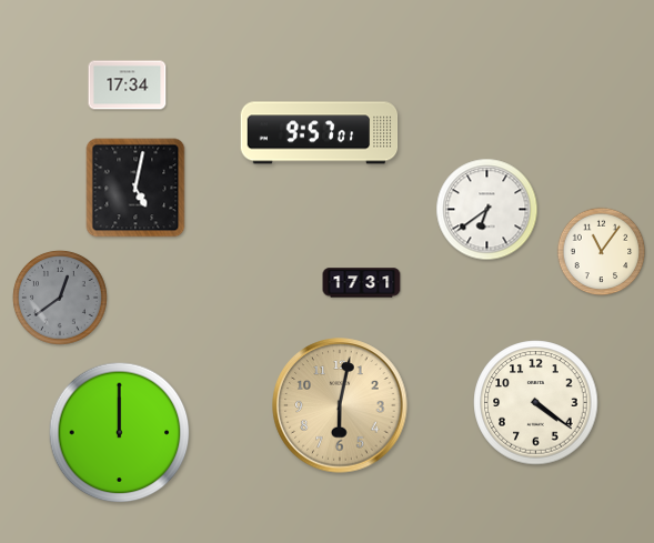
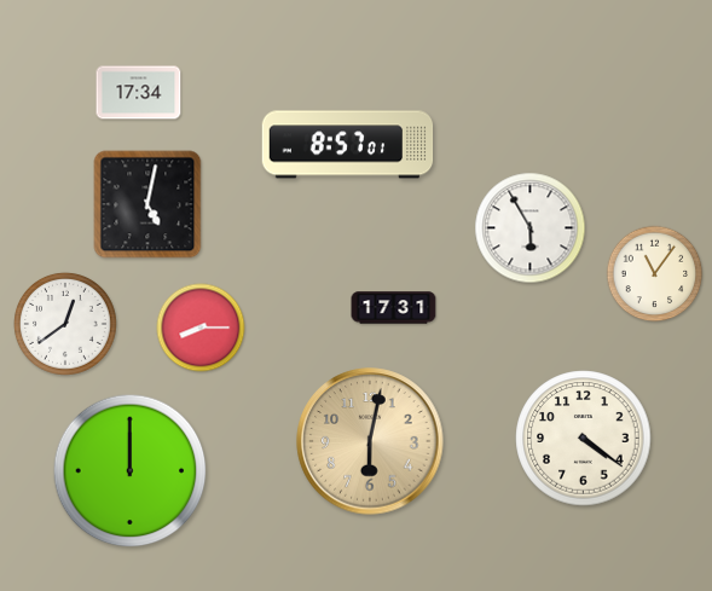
clock at (320, 133): 9:57 -> 8:57
clock at (487, 210): 6:39 -> 5:55
clock at (60, 298) dial: grey -> white
clock at (201, 328): none -> 8:15
